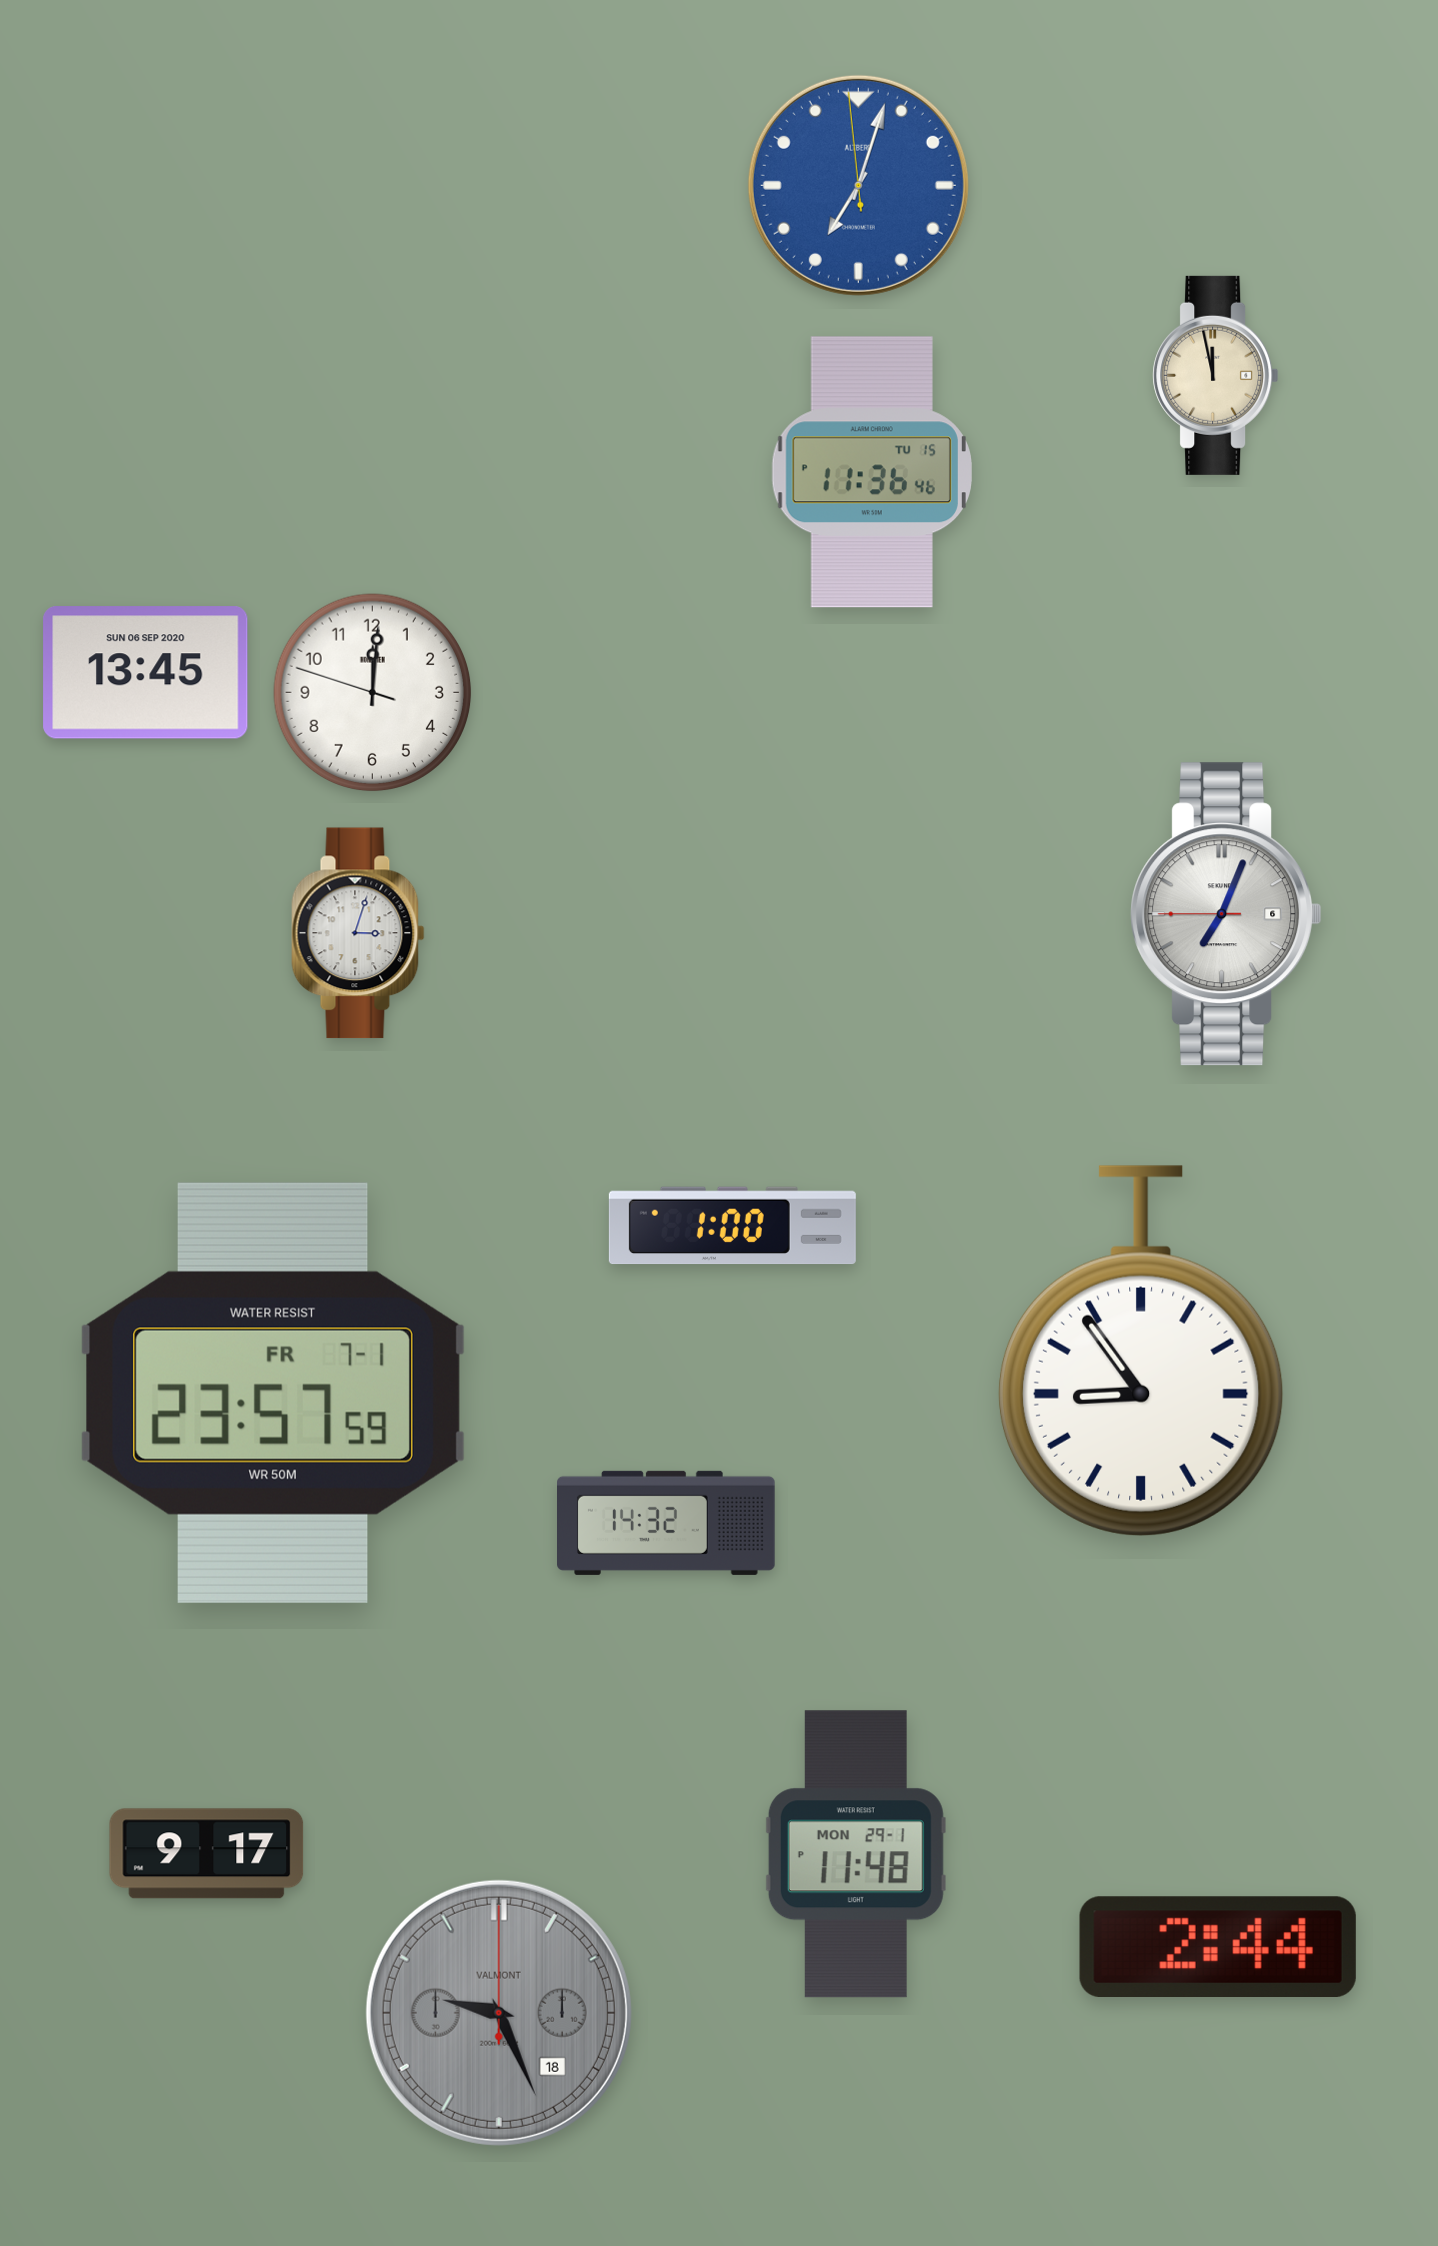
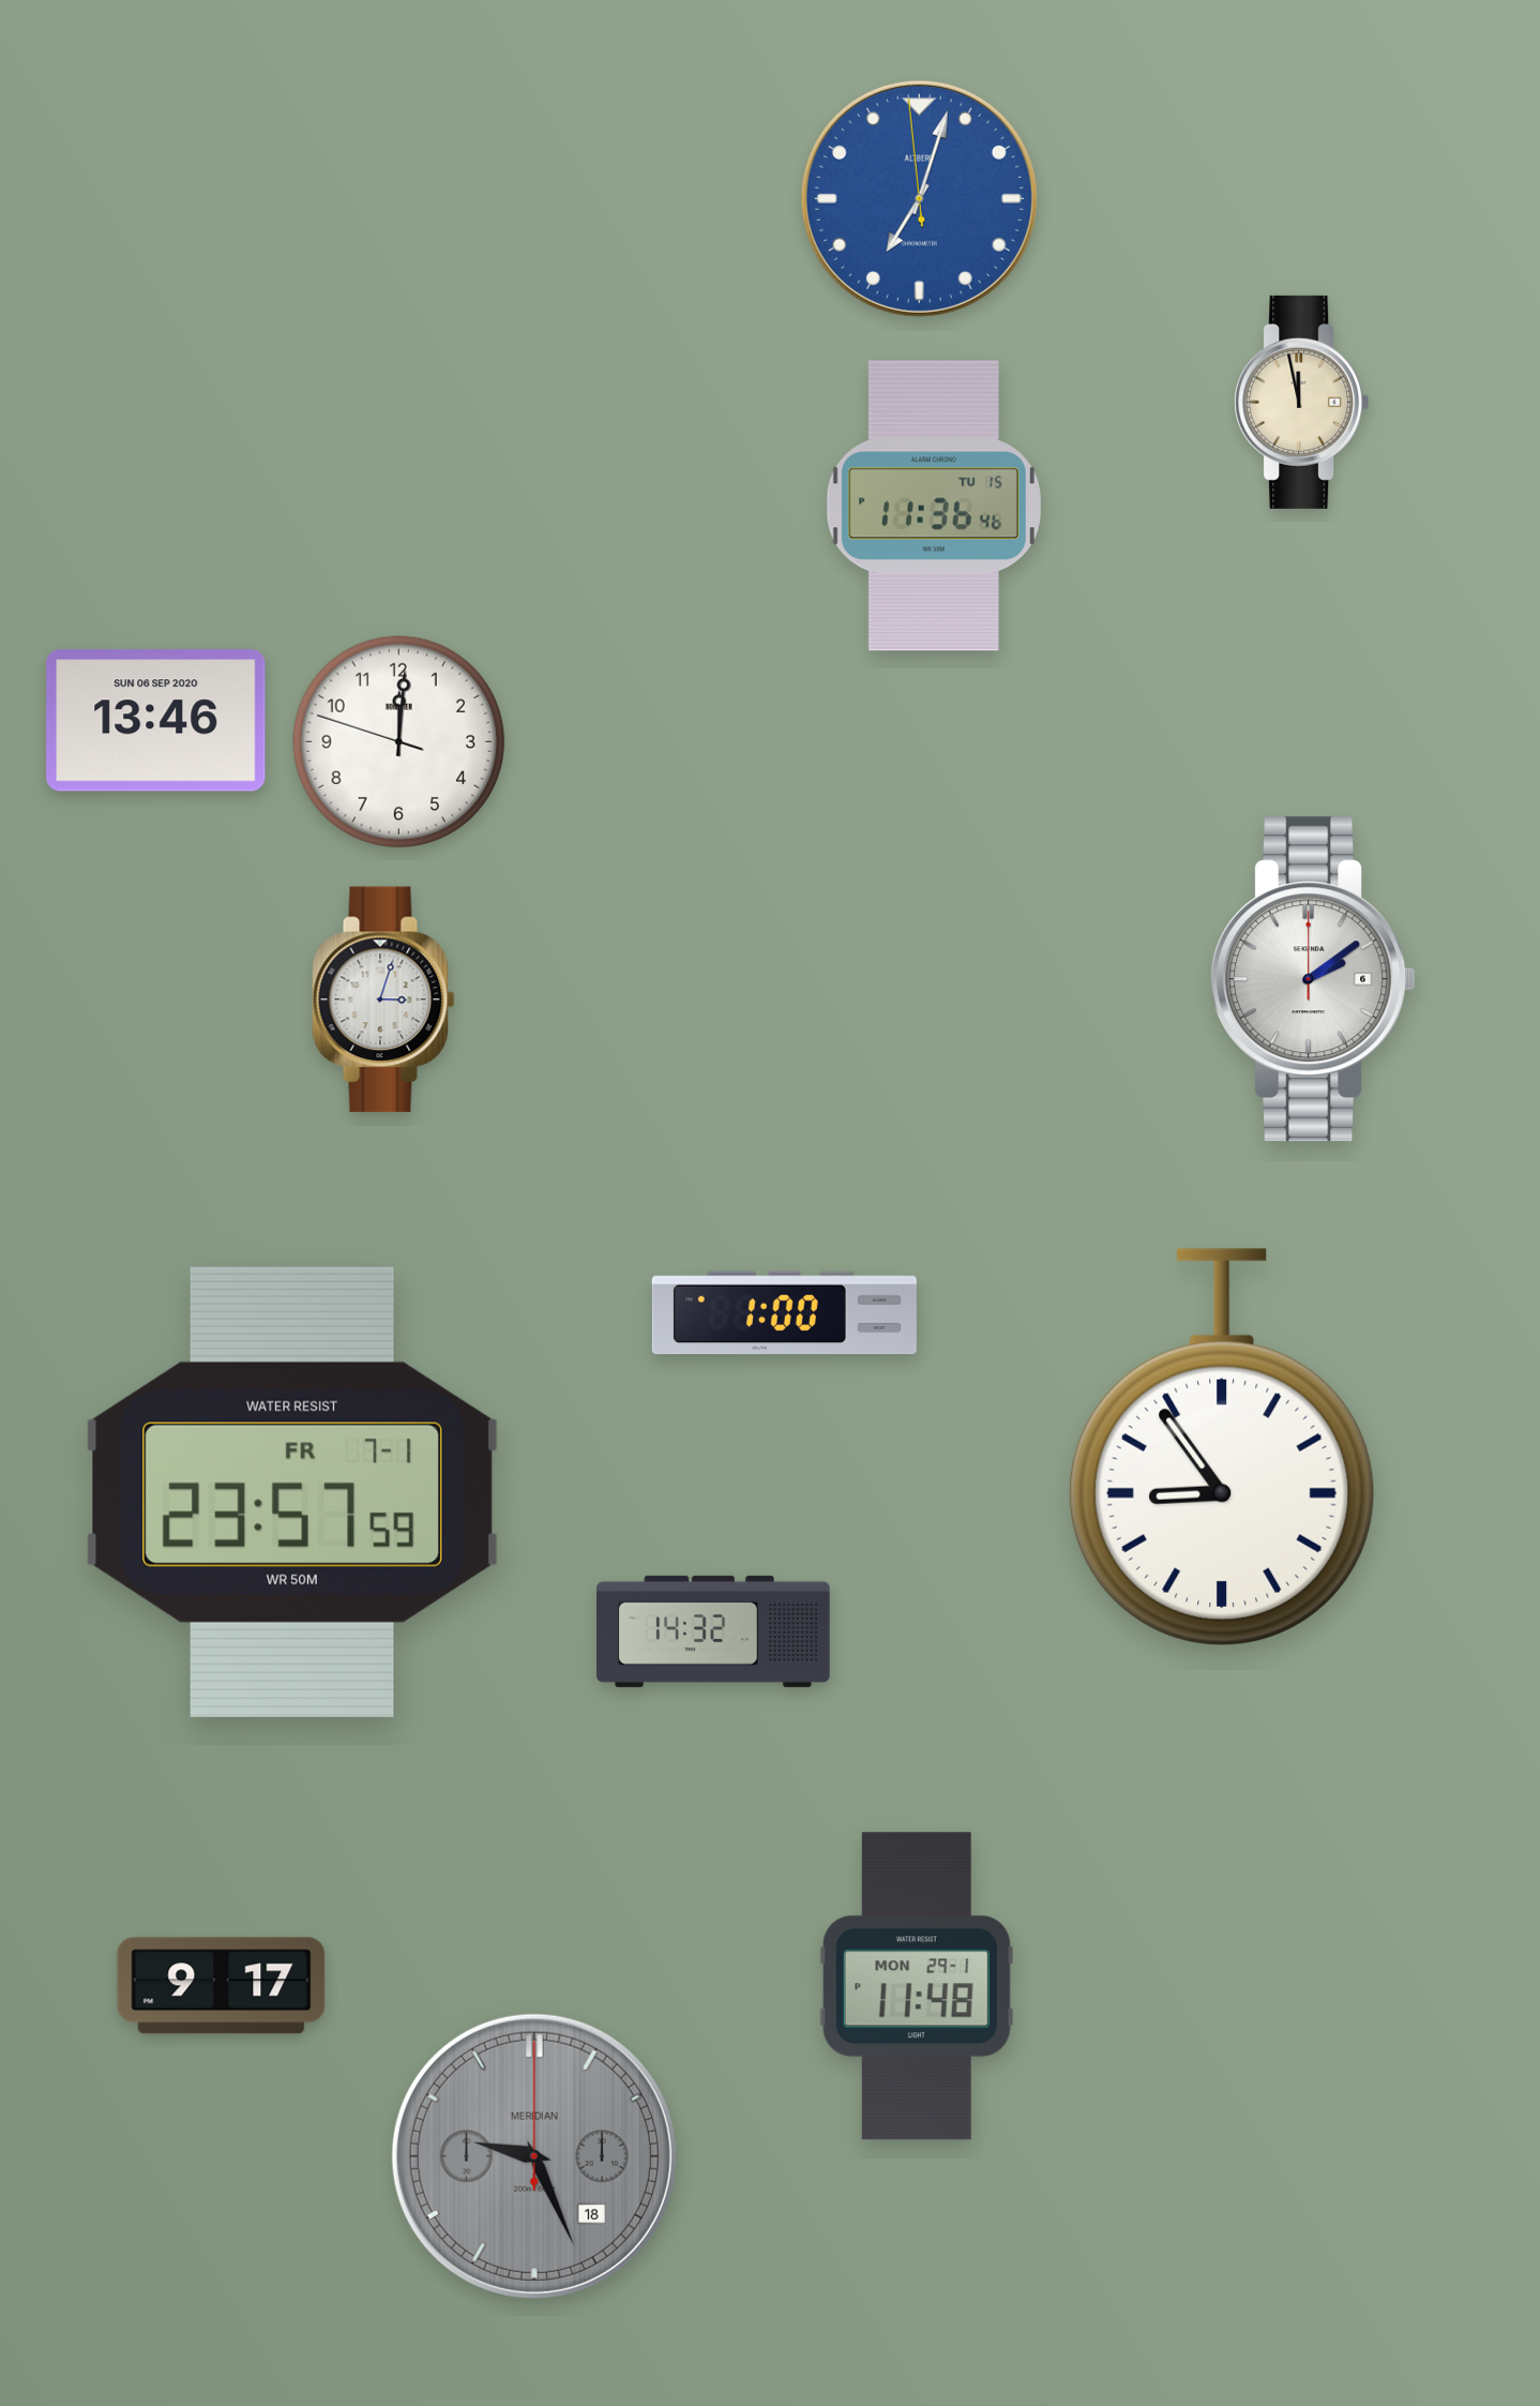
clock at (146, 673): 13:45 -> 13:46
clock at (1226, 914): 7:03 -> 2:09
clock at (1218, 1946): 2:44 -> none
clock at (499, 2013) brand: VALMONT -> MERIDIAN
